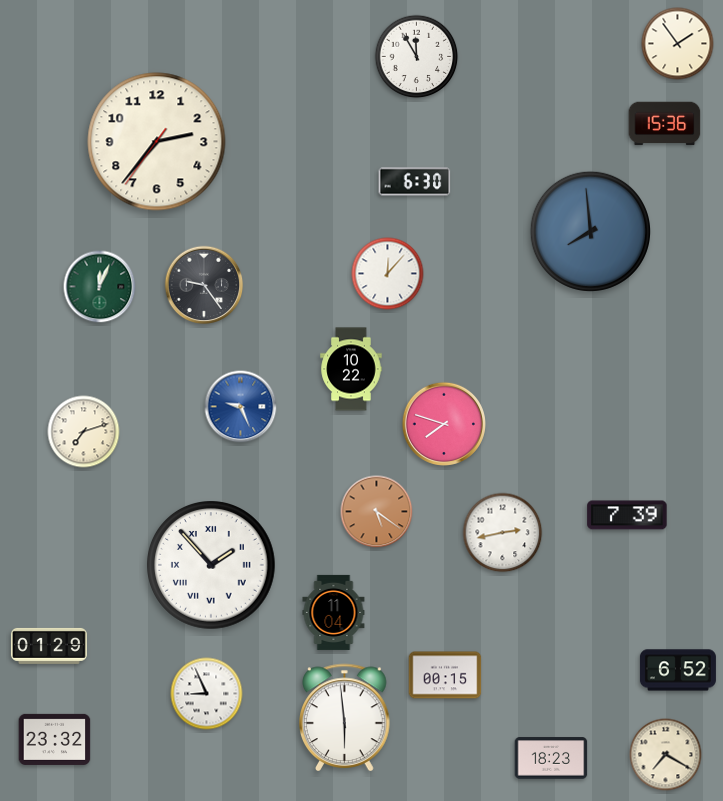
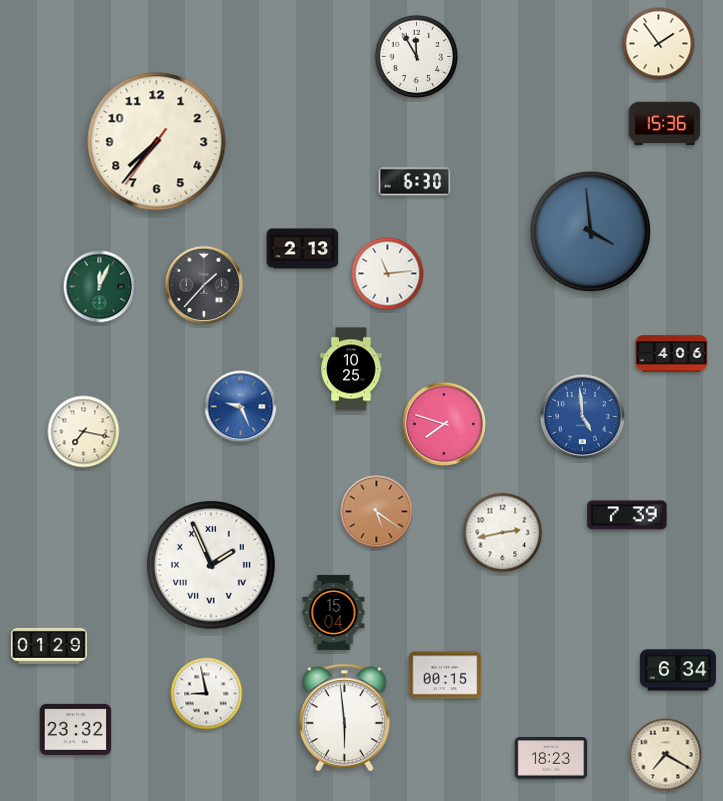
clock at (678, 44) position: (678, 44) -> (659, 44)
clock at (157, 142): 2:36 -> 7:36
clock at (590, 231): 7:59 -> 3:59
clock at (303, 249): none -> 2:13
clock at (388, 274): 12:07 -> 11:14
clock at (204, 285): 9:24 -> 1:37
clock at (672, 354): none -> 4:06
clock at (351, 369): 10:22 -> 10:25
clock at (582, 416): none -> 4:59
clock at (84, 432): 7:12 -> 7:17
clock at (212, 566): 1:53 -> 1:56
clock at (334, 612): 11:04 -> 15:04
clock at (678, 670): 6:52 -> 6:34
clock at (207, 694): 8:56 -> 8:58
clock at (55, 739) position: (55, 739) -> (76, 729)
